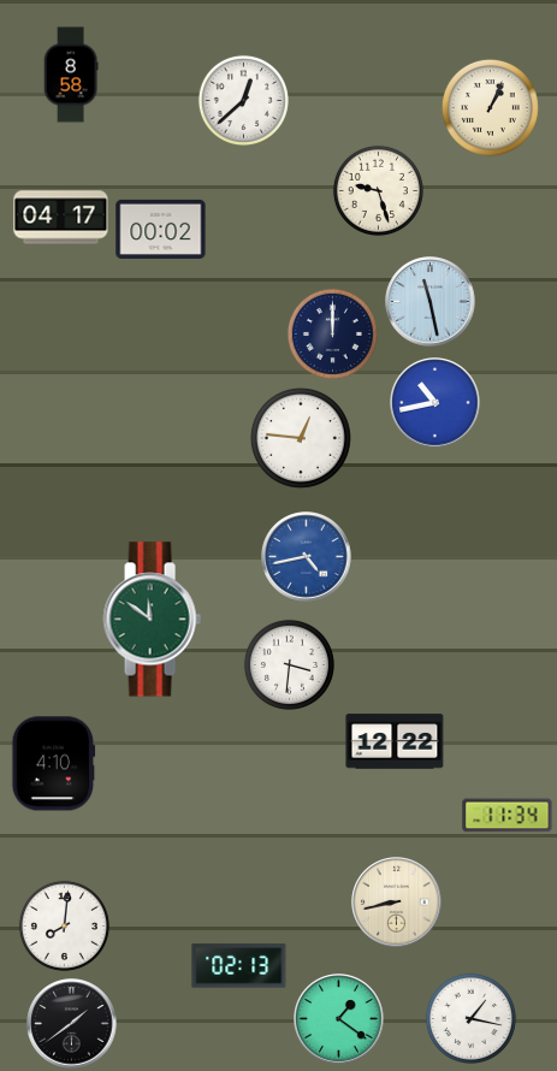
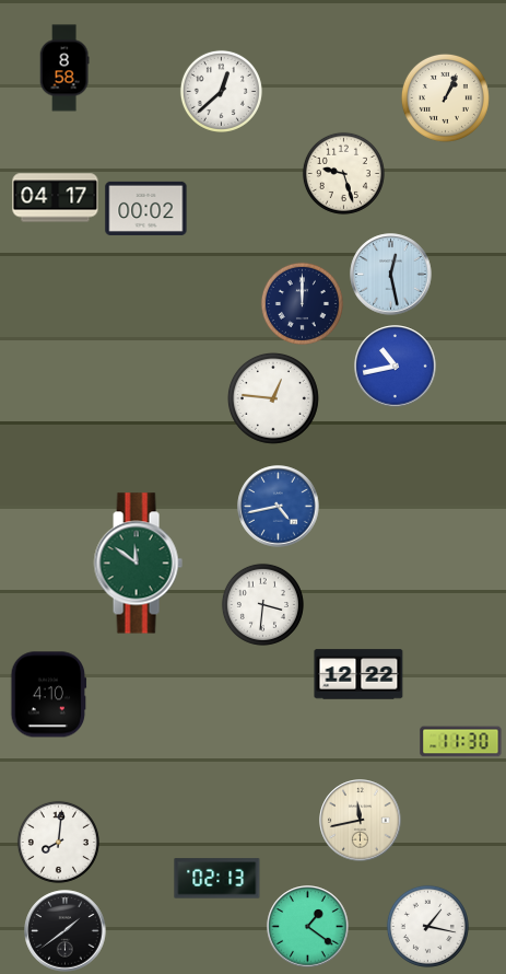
clock at (431, 302): 11:28 -> 12:28
clock at (508, 816): 11:34 -> 11:30
clock at (397, 903): 8:43 -> 11:43
